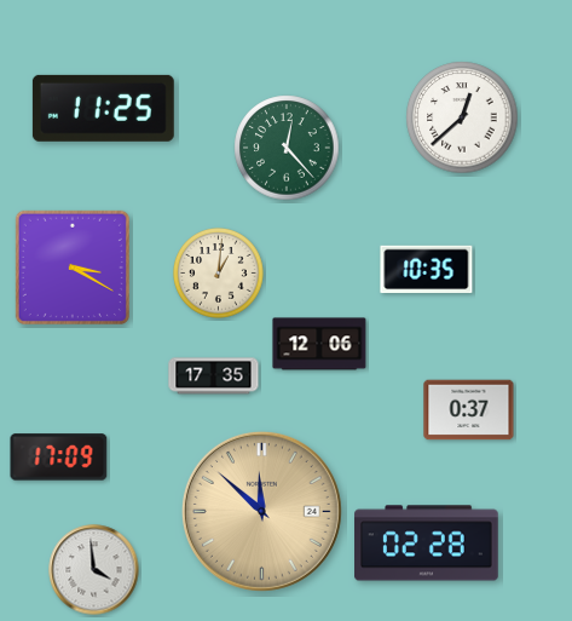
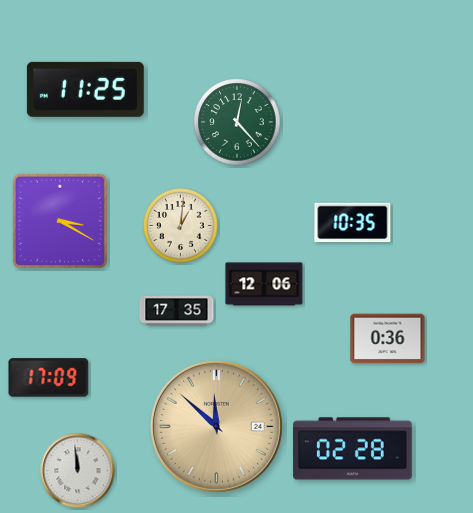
clock at (462, 117): 12:38 -> none
clock at (469, 410): 0:37 -> 0:36
clock at (261, 511) position: (261, 511) -> (216, 426)
clock at (94, 570): 3:59 -> 11:59
